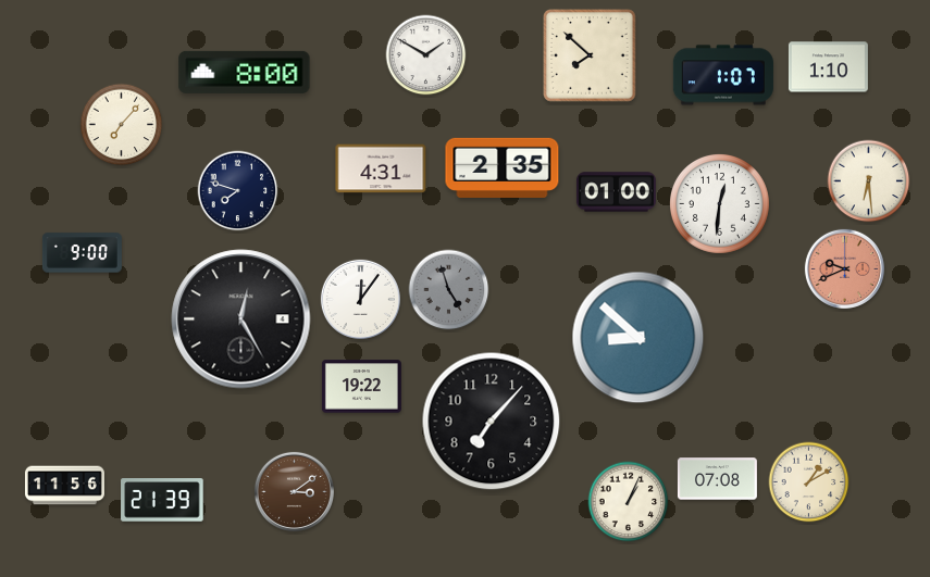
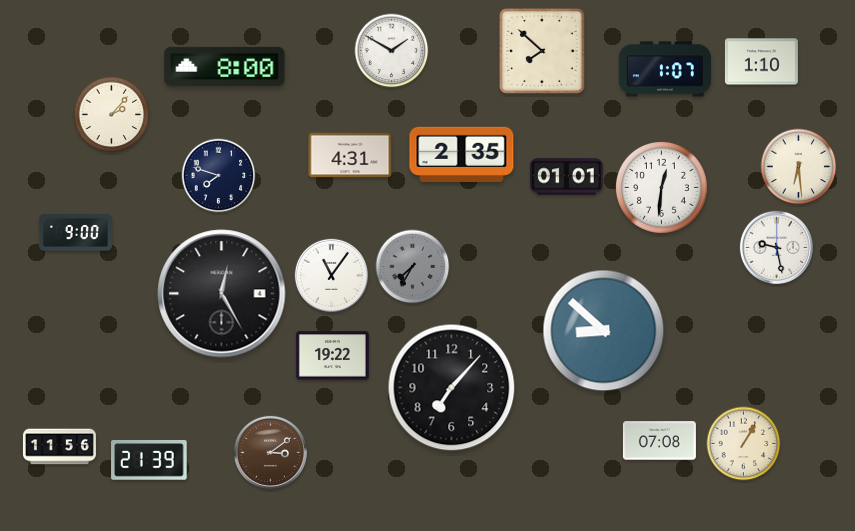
clock at (122, 125): 7:07 -> 2:07
clock at (616, 192): 01:00 -> 01:01
clock at (844, 268): 9:41 -> 9:28
clock at (844, 268) dial: salmon -> white
clock at (449, 290): 4:57 -> 7:35
clock at (360, 299): 12:06 -> 11:06
clock at (638, 338) position: (638, 338) -> (604, 331)
clock at (809, 482): 1:10 -> 1:05
clock at (629, 502): 1:04 -> none
